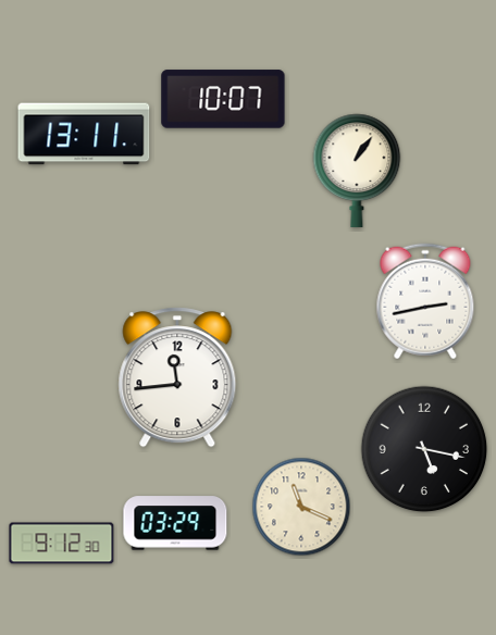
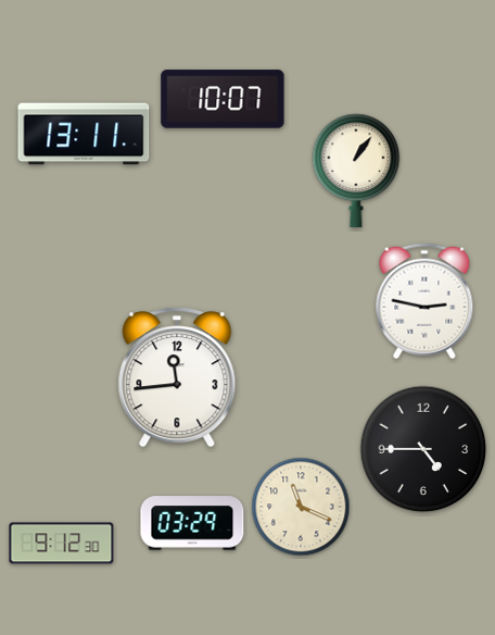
clock at (425, 301): 2:43 -> 2:47
clock at (424, 449): 5:17 -> 4:45
clock at (175, 523) position: (175, 523) -> (192, 523)
